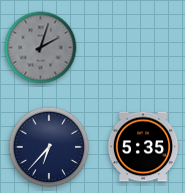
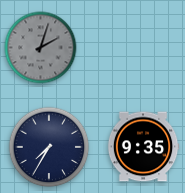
clock at (49, 147): 6:37 -> 7:35
clock at (143, 147): 5:35 -> 9:35
